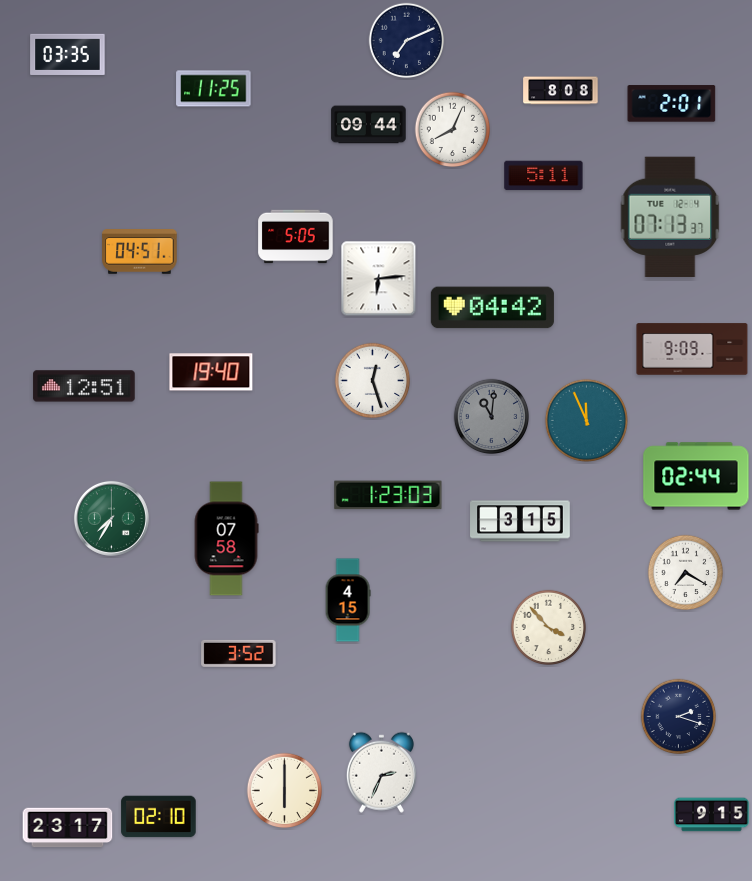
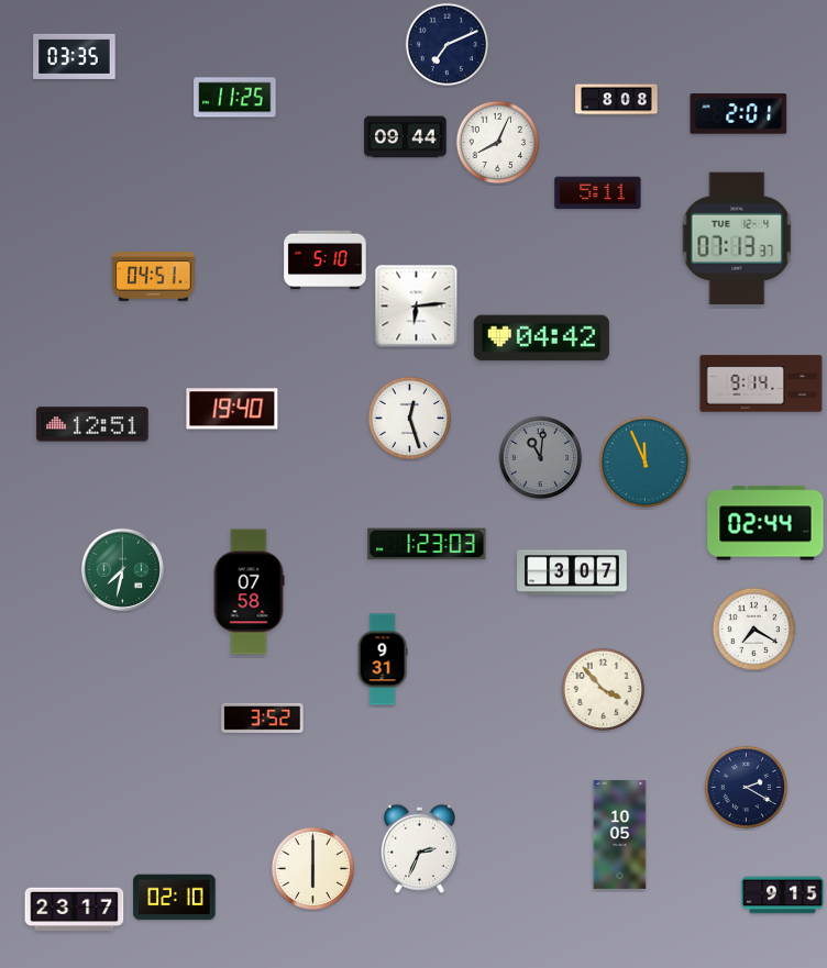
clock at (68, 54) position: (68, 54) -> (75, 56)
clock at (296, 237): 5:05 -> 5:10
clock at (692, 349): 9:09 -> 9:14
clock at (111, 518): 7:35 -> 7:32
clock at (520, 521): 3:15 -> 3:07
clock at (348, 600): 4:15 -> 9:31
clock at (679, 717): 2:18 -> 2:20
clock at (620, 835): none -> 10:05
